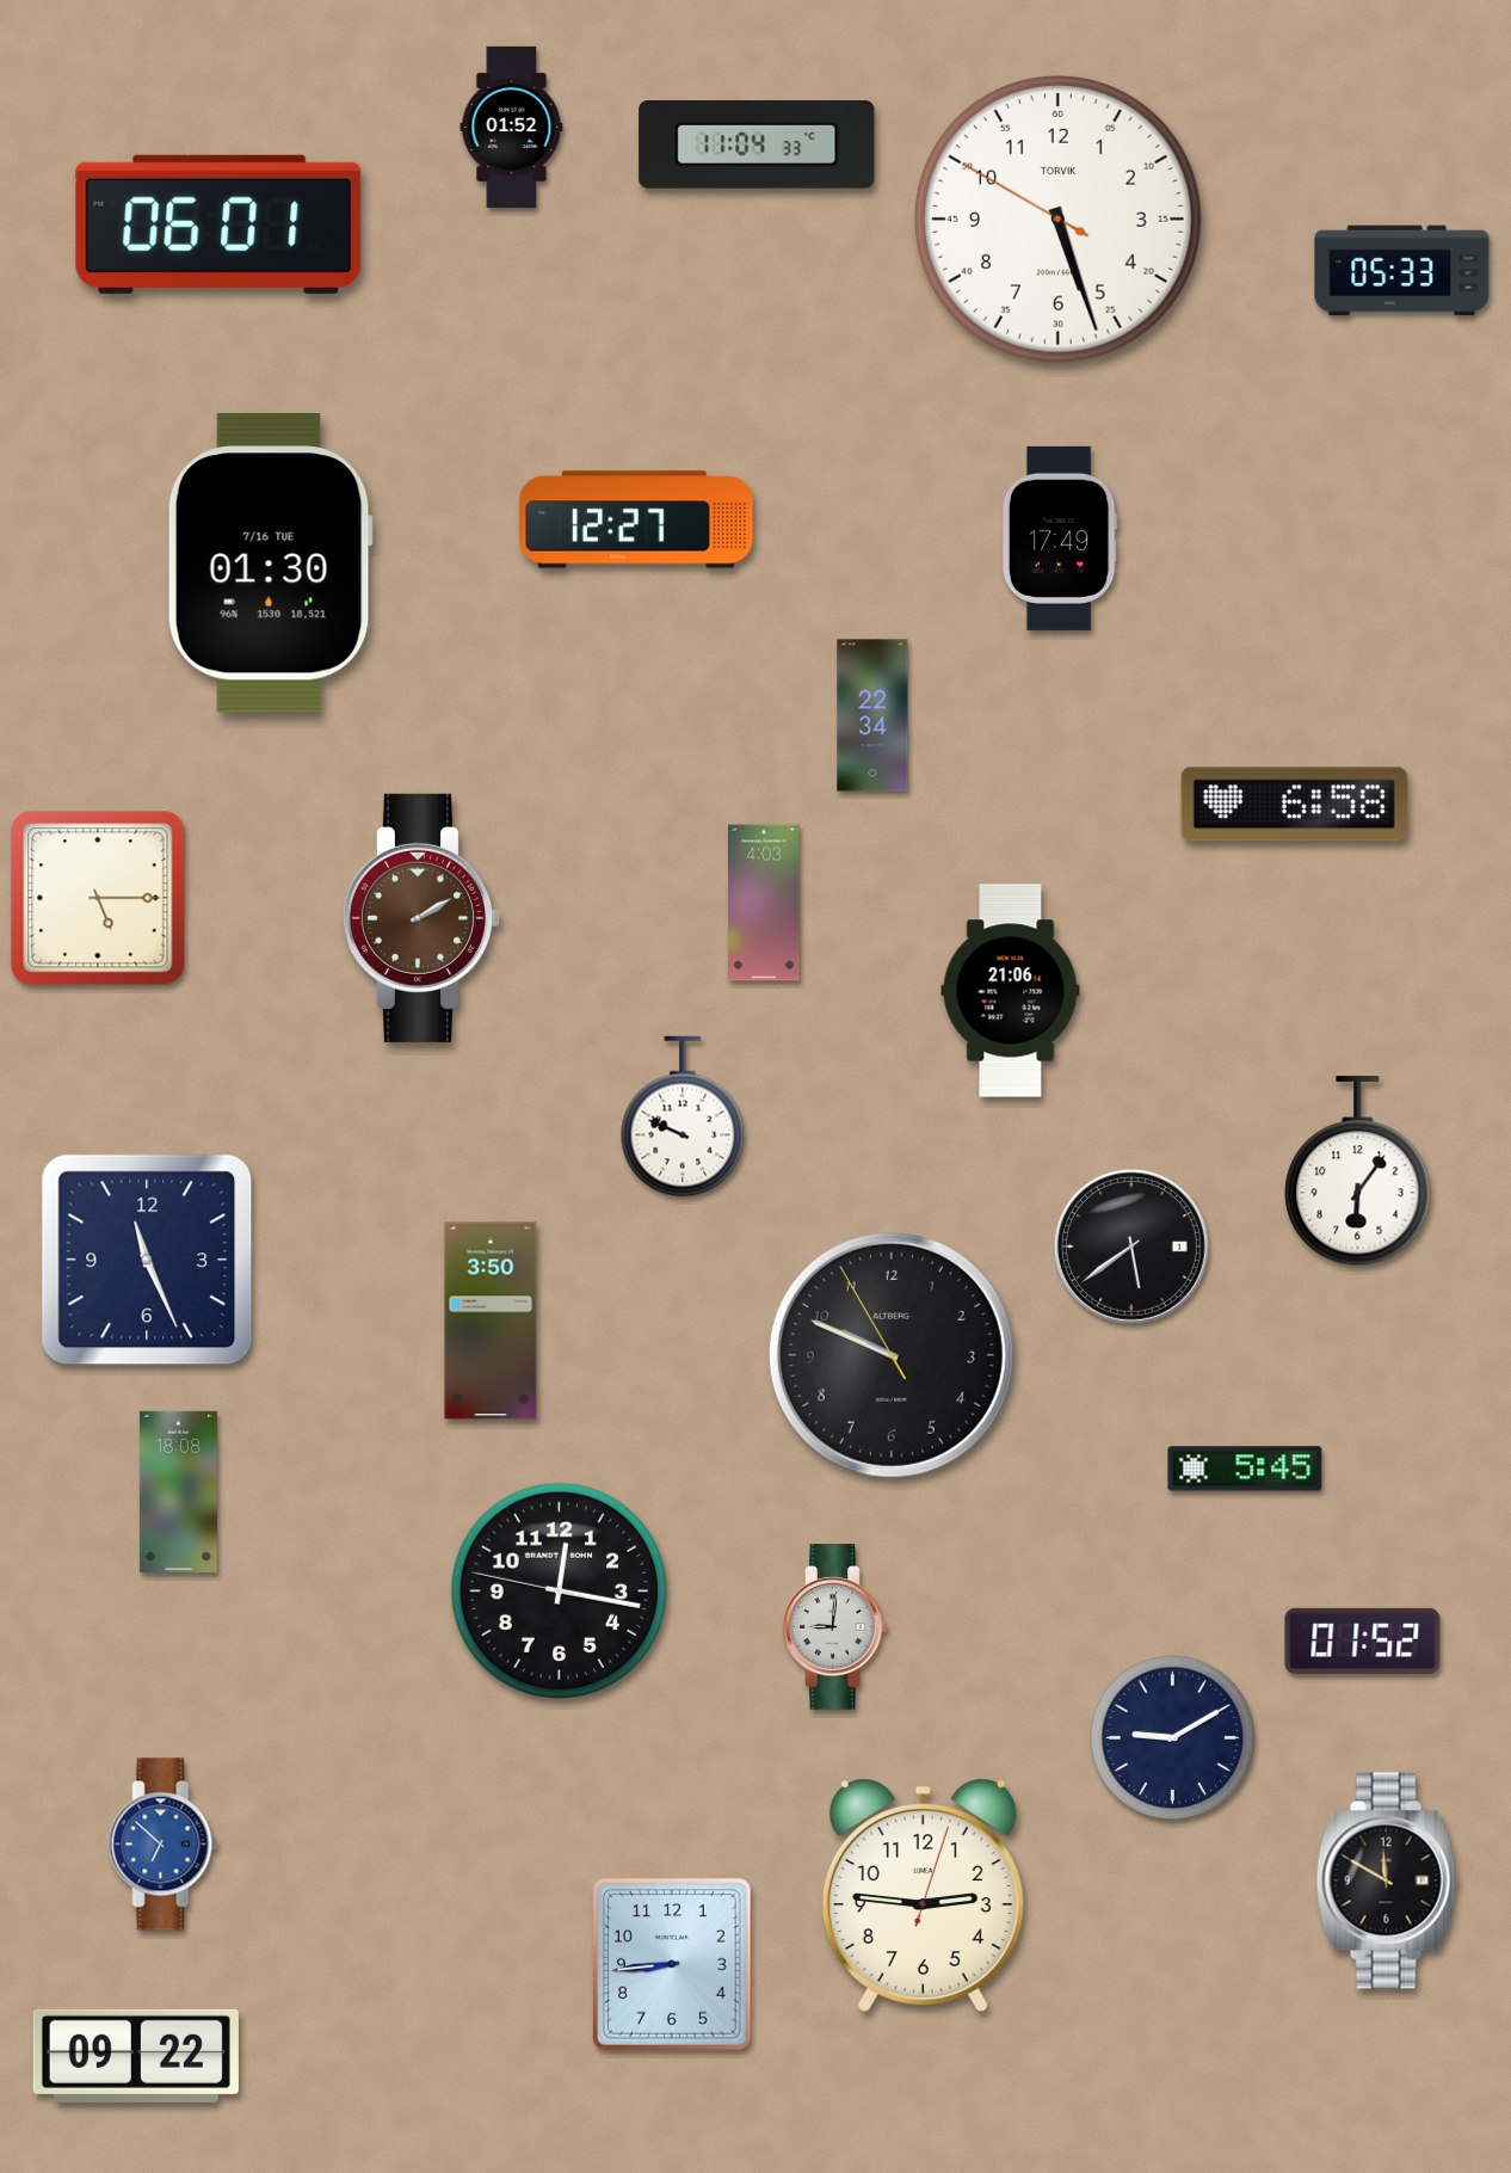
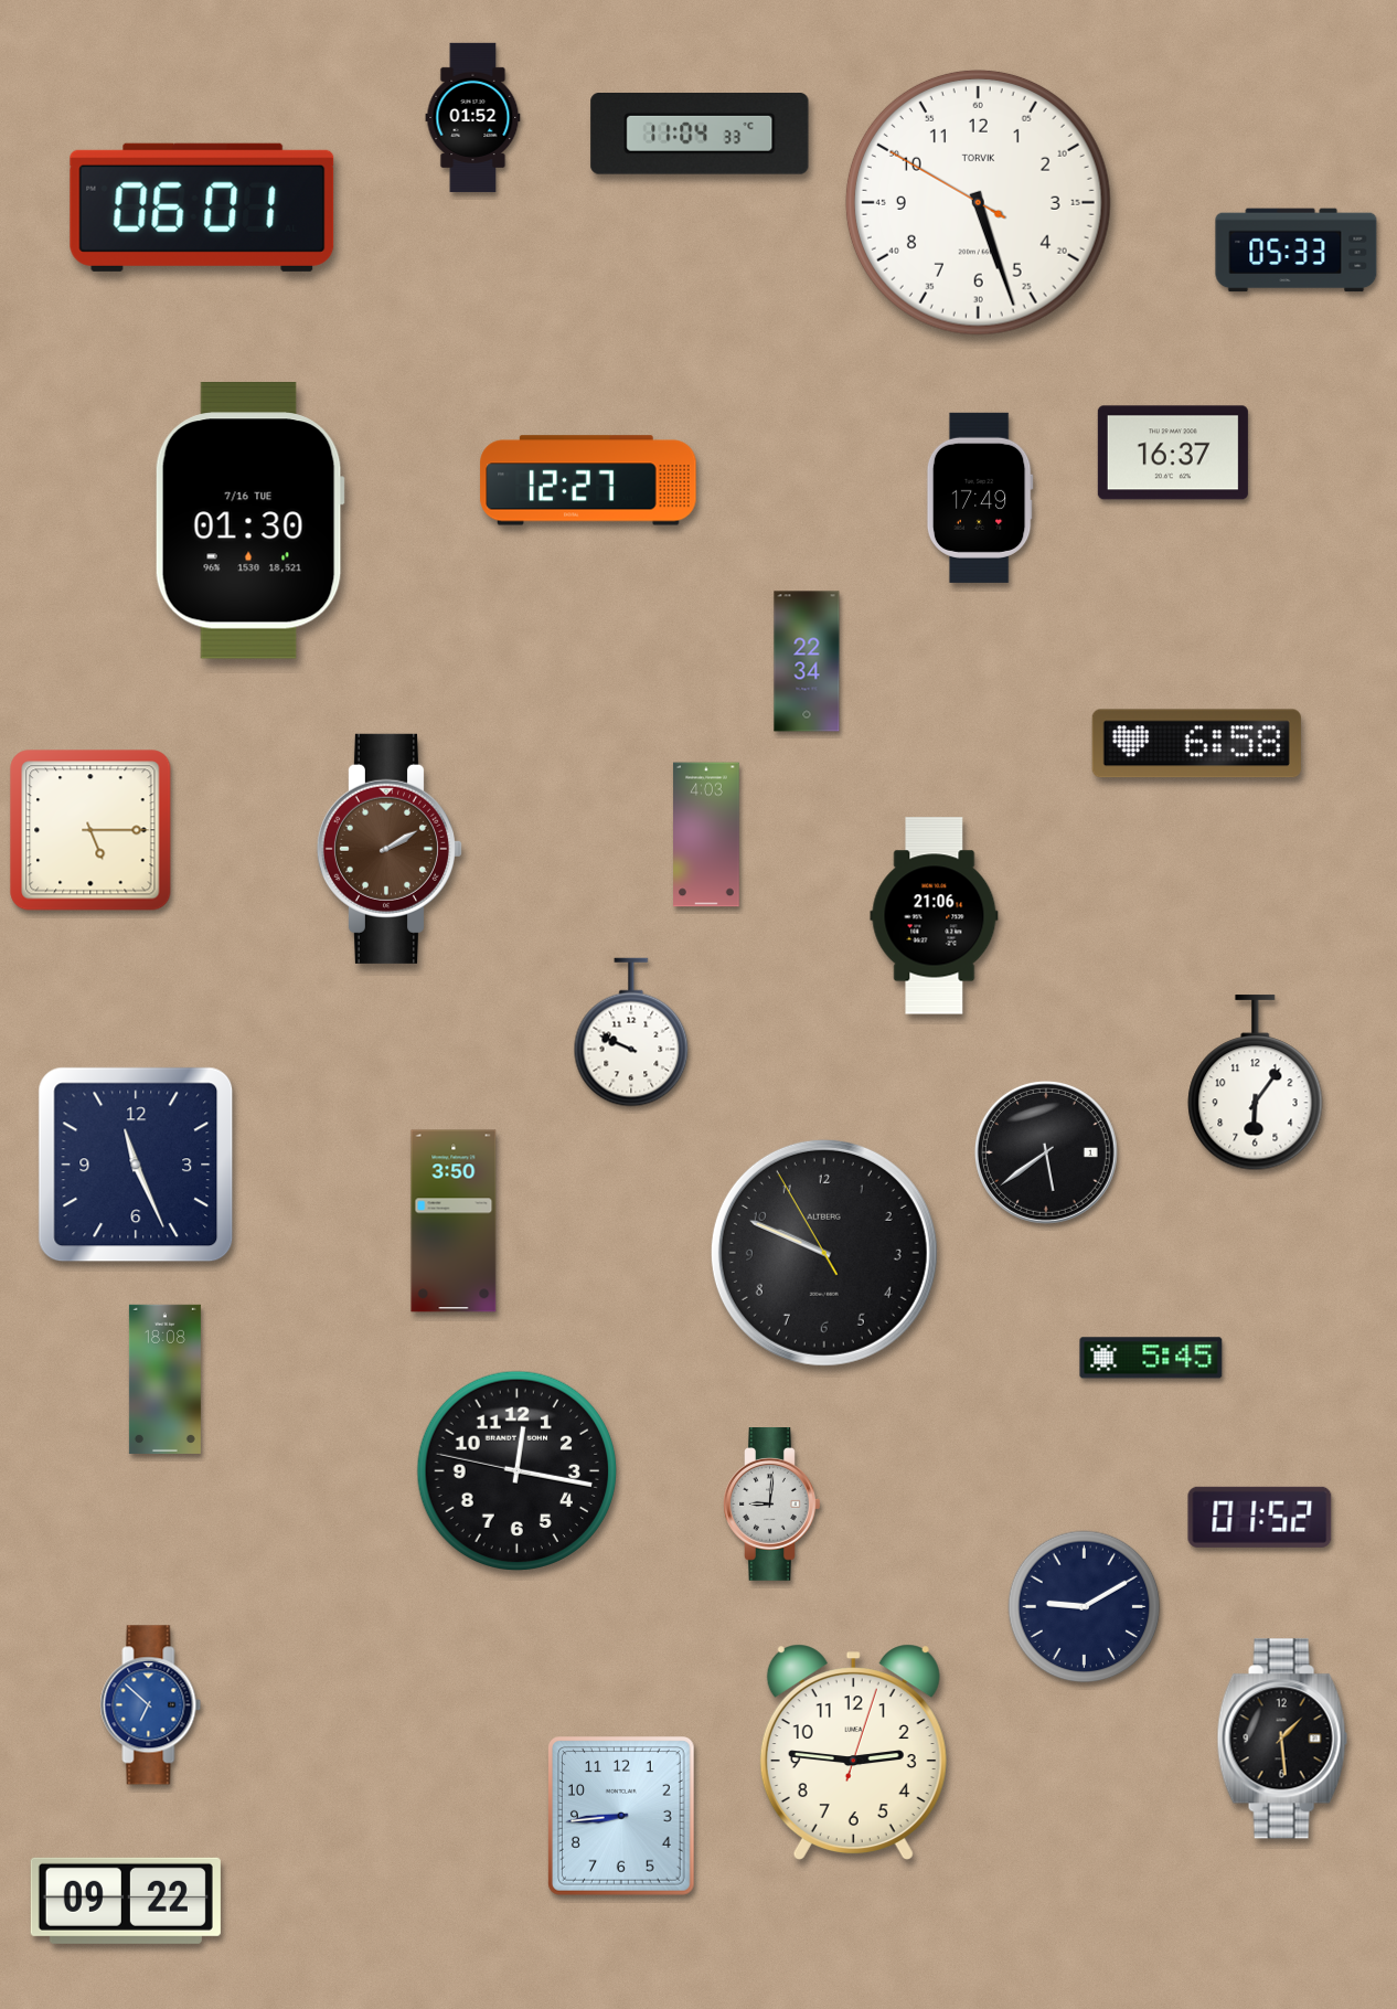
clock at (1173, 453): none -> 16:37
clock at (1387, 1880): 11:50 -> 1:29
